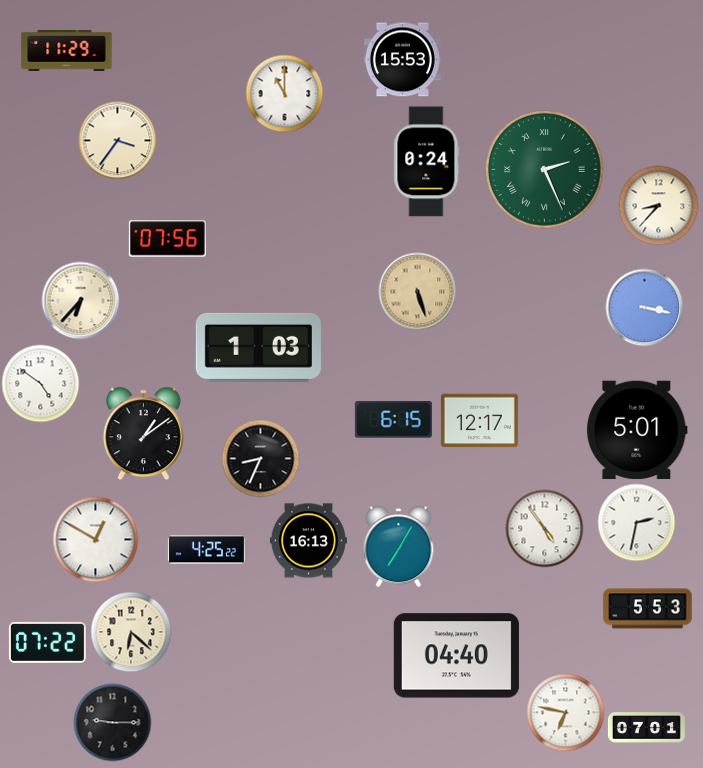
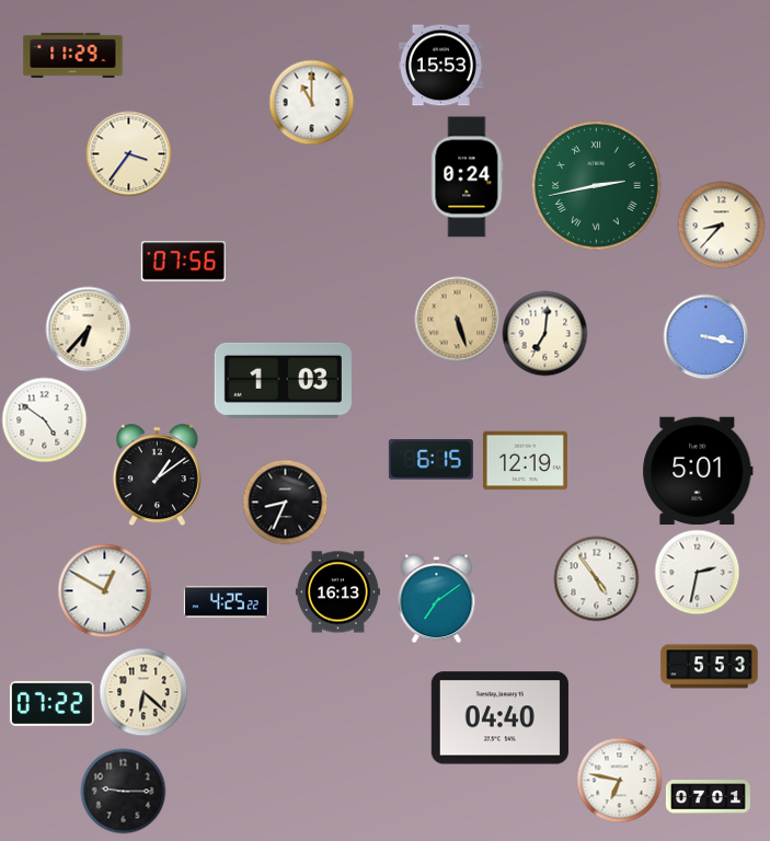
clock at (545, 170): 2:26 -> 2:43
clock at (544, 333): none -> 7:01
clock at (479, 421): 12:17 -> 12:19
clock at (399, 546): 7:05 -> 7:09
